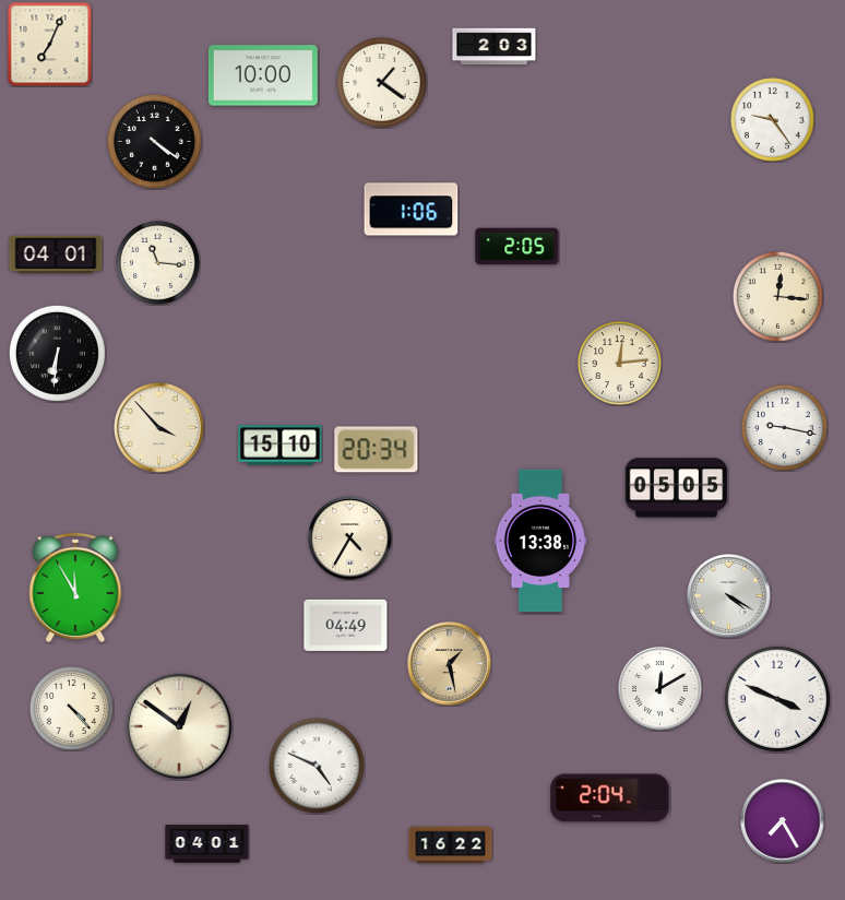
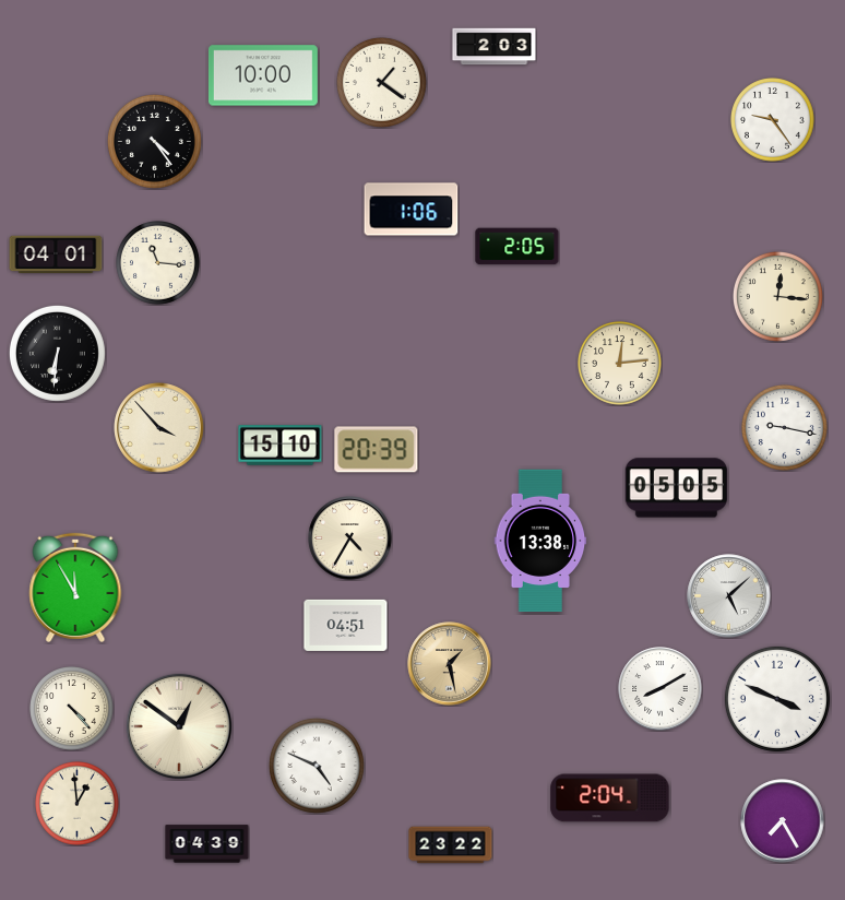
clock at (49, 44): 7:04 -> none
clock at (154, 141): 4:21 -> 4:24
clock at (377, 450): 20:34 -> 20:39
clock at (729, 596): 4:20 -> 5:08
clock at (346, 625): 04:49 -> 04:51
clock at (660, 689): 12:10 -> 8:10
clock at (78, 804): none -> 12:59
clock at (207, 844): 04:01 -> 04:39
clock at (451, 845): 16:22 -> 23:22
